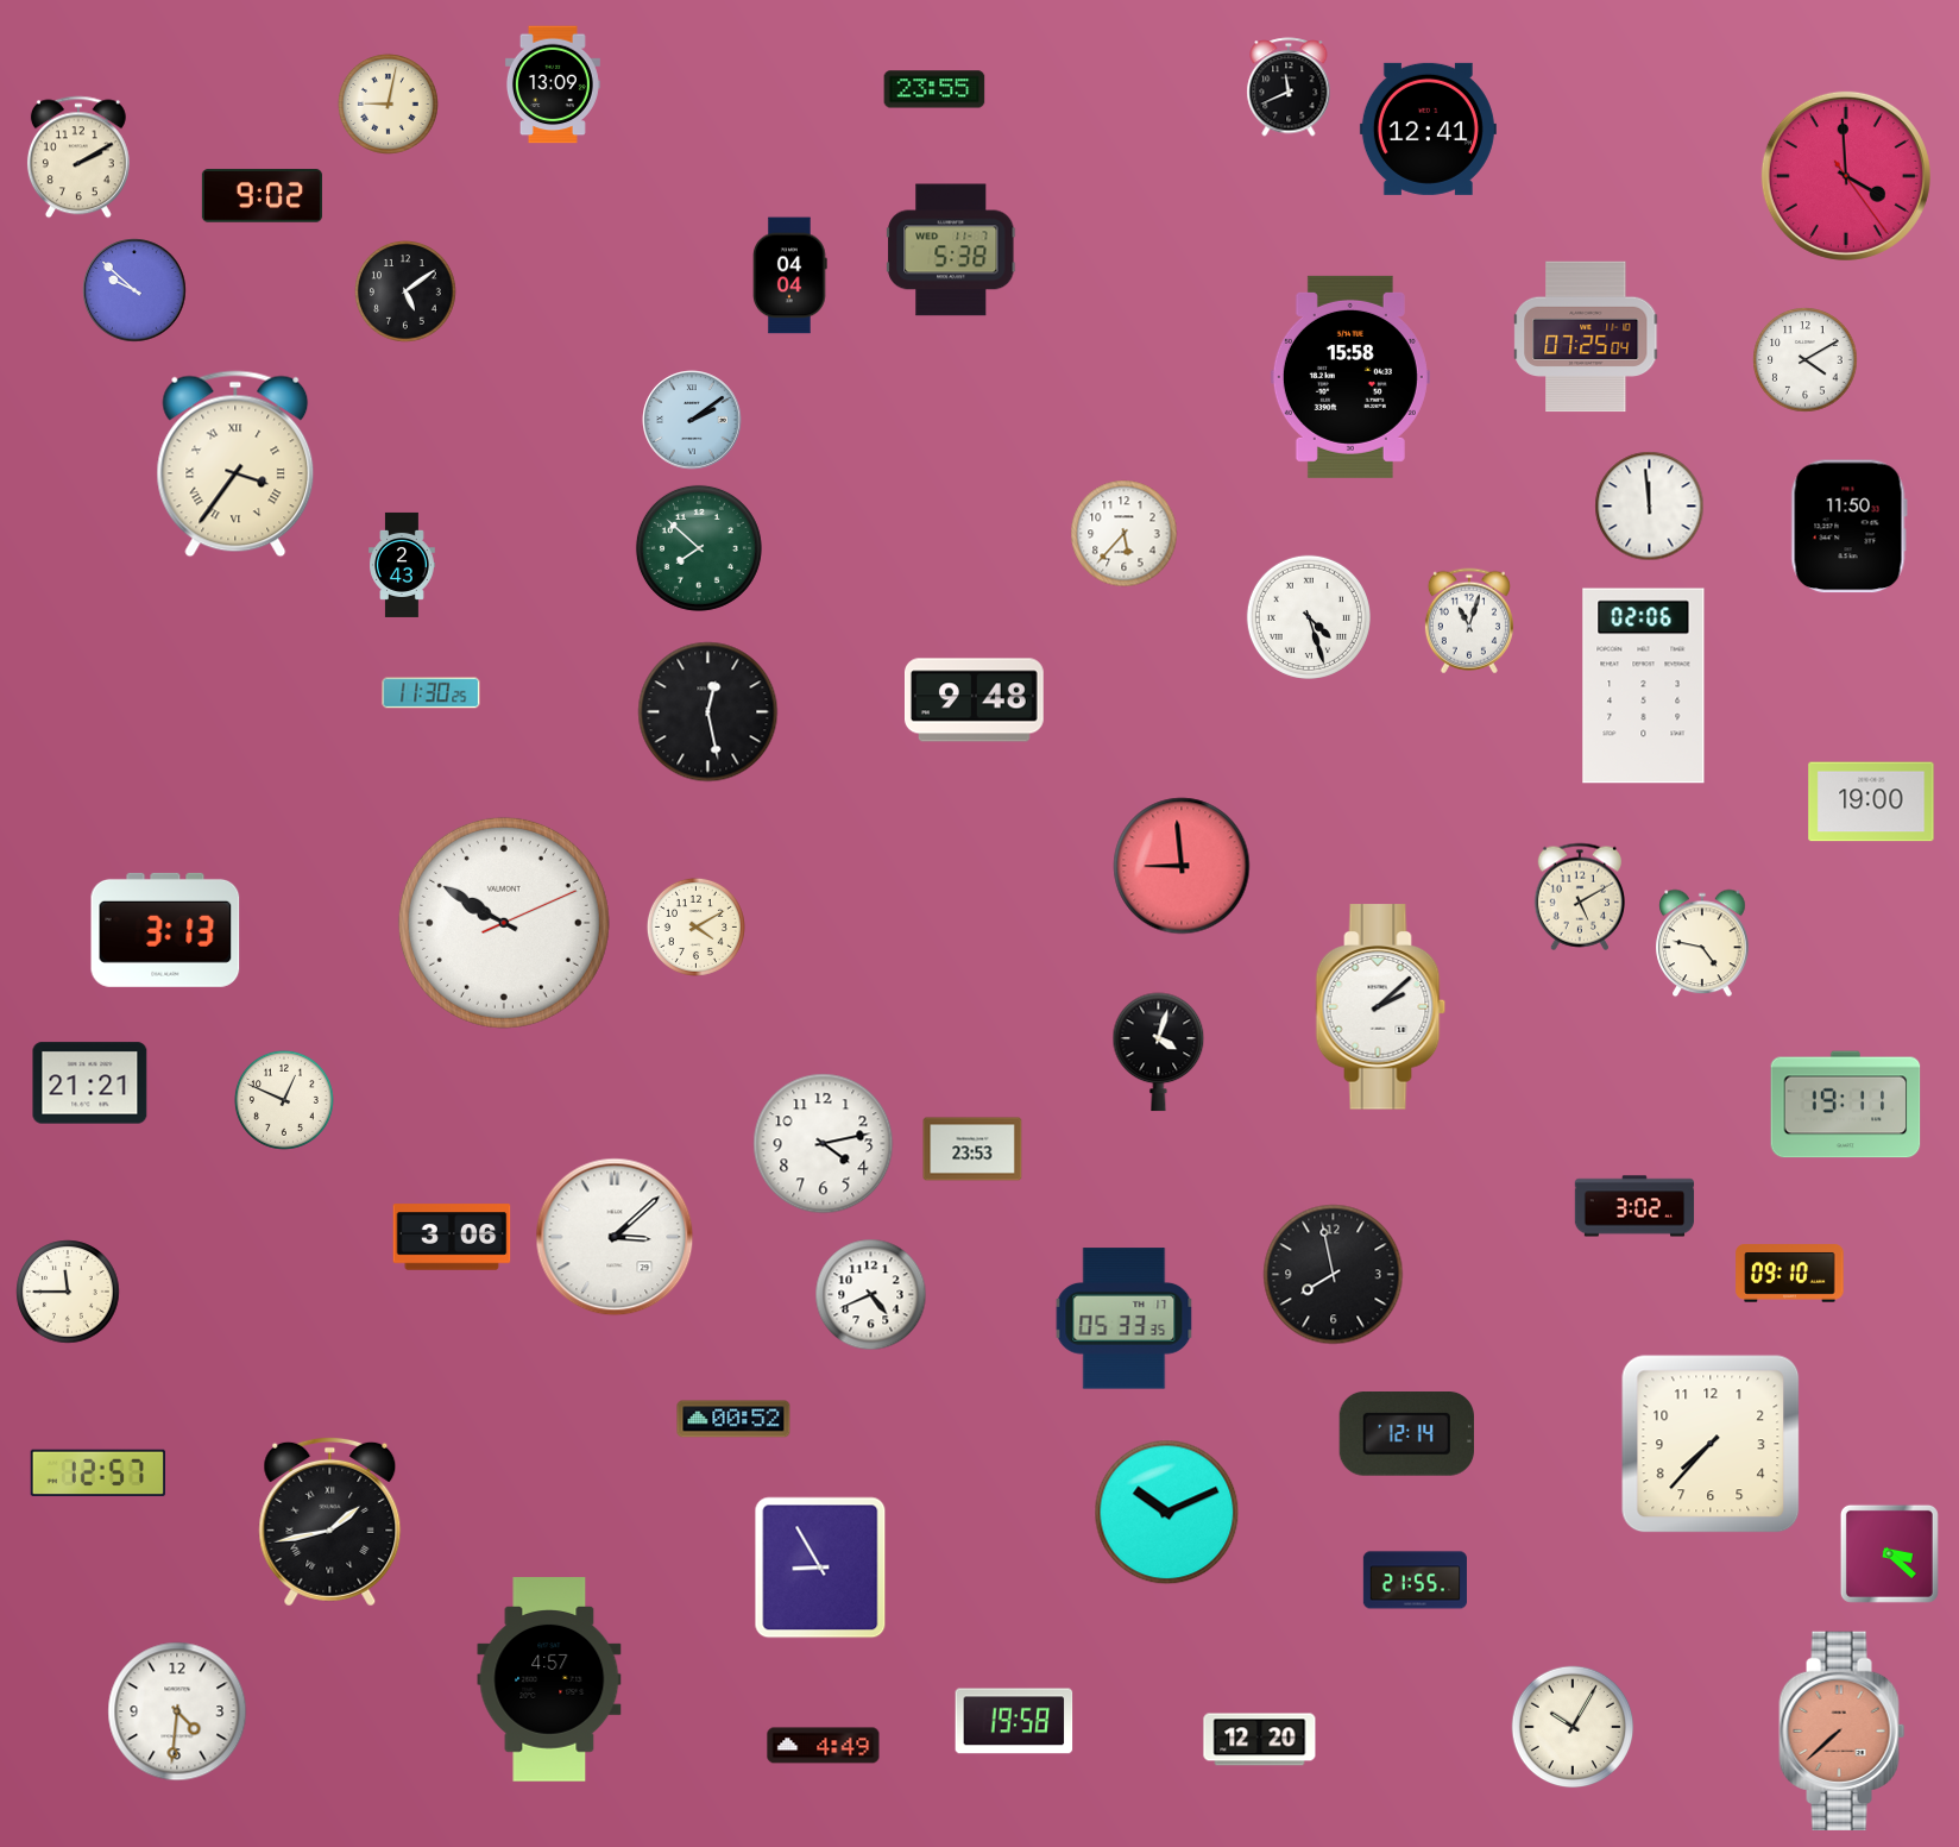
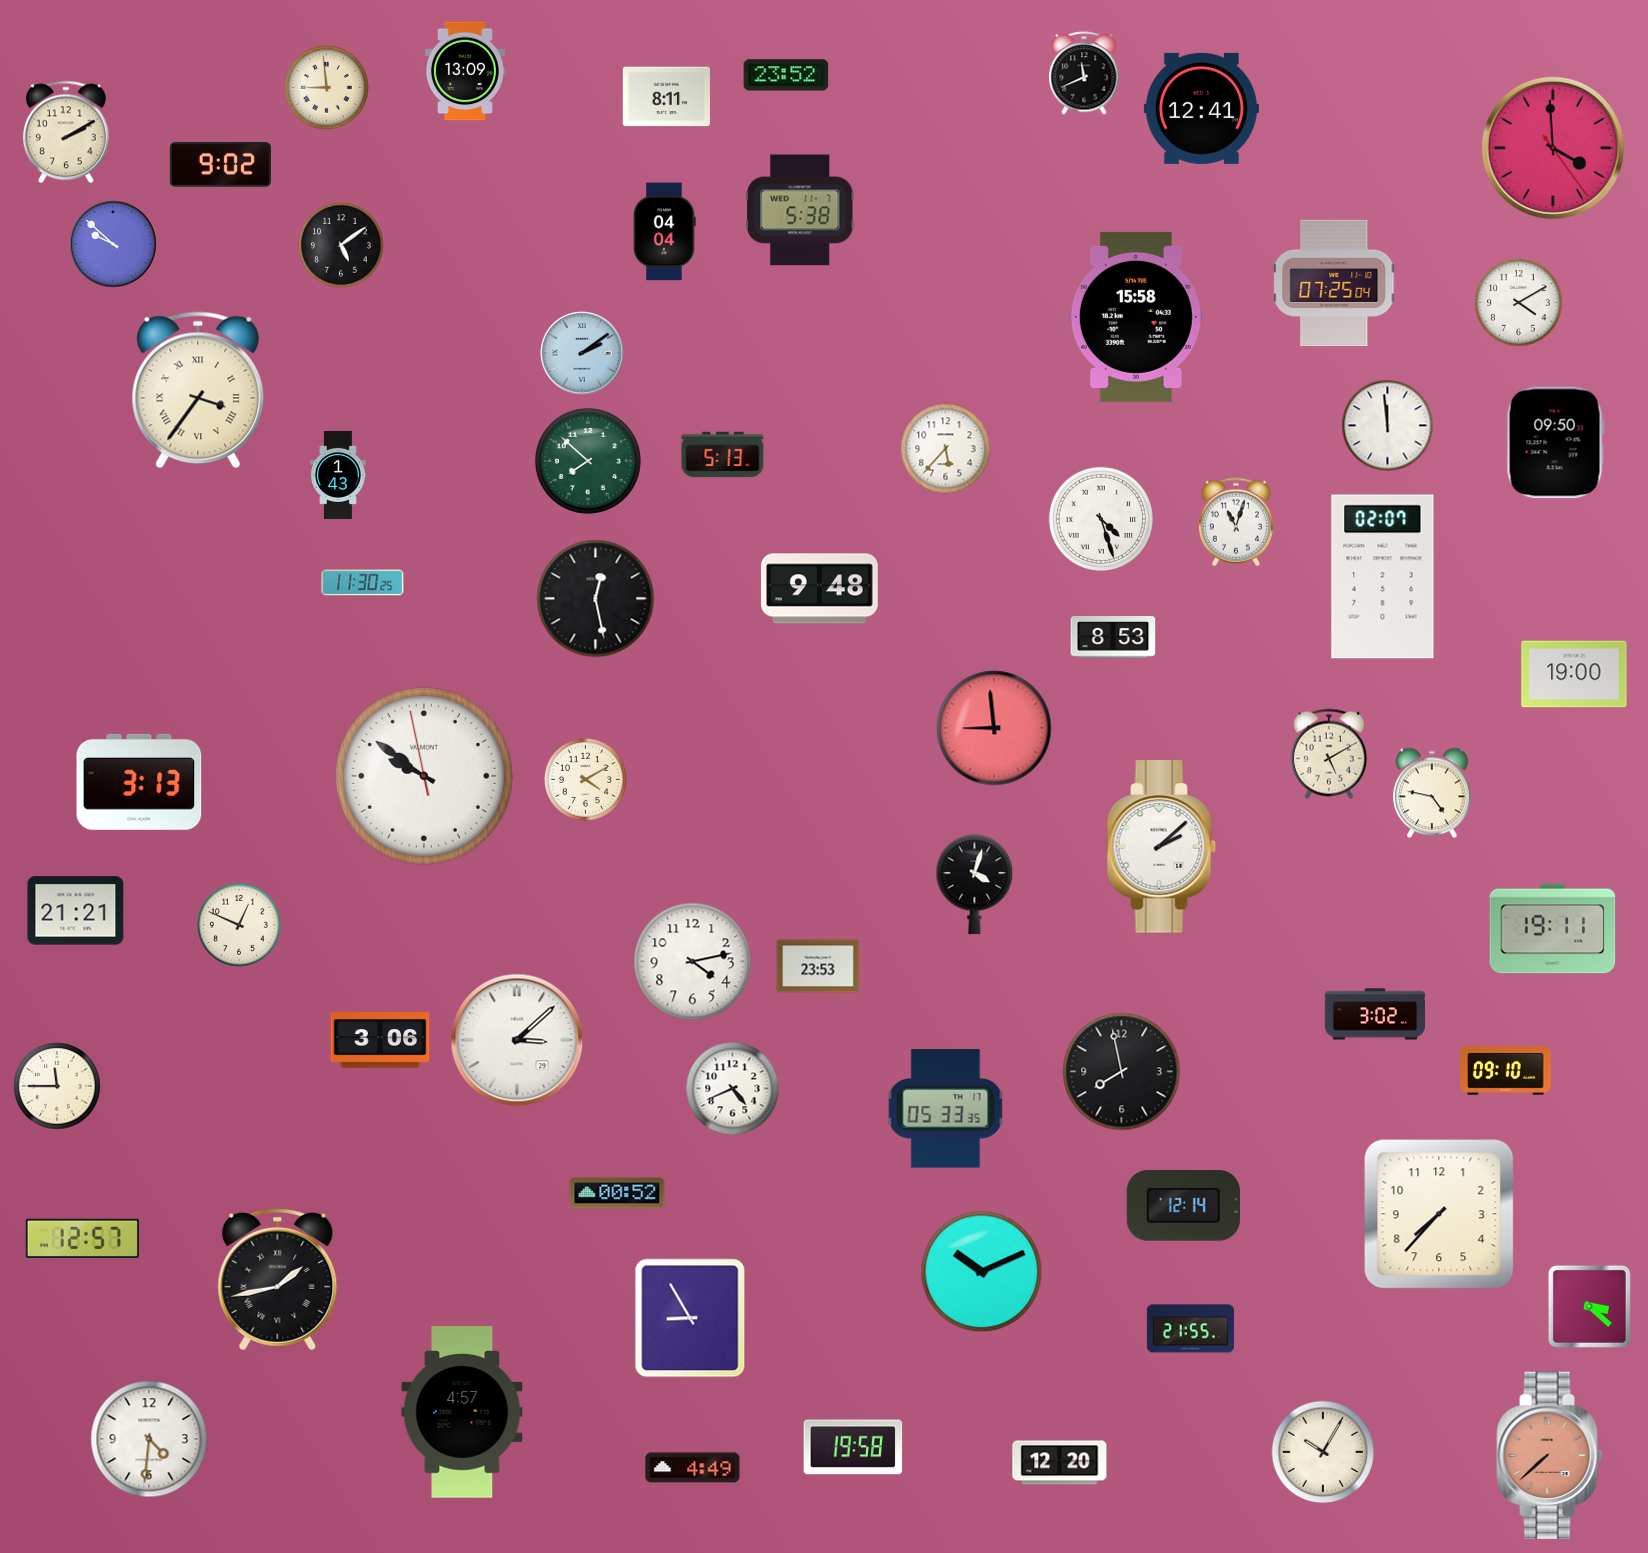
clock at (934, 89): 23:55 -> 23:52
clock at (388, 103): 9:02 -> 8:59
clock at (666, 97): none -> 8:11
clock at (1848, 527): 11:50 -> 09:50
clock at (723, 455): none -> 5:13
clock at (402, 565): 2:43 -> 1:43
clock at (1644, 686): 02:06 -> 02:07
clock at (1113, 637): none -> 8:53
clock at (504, 923): 9:50:11 -> 9:50:58
